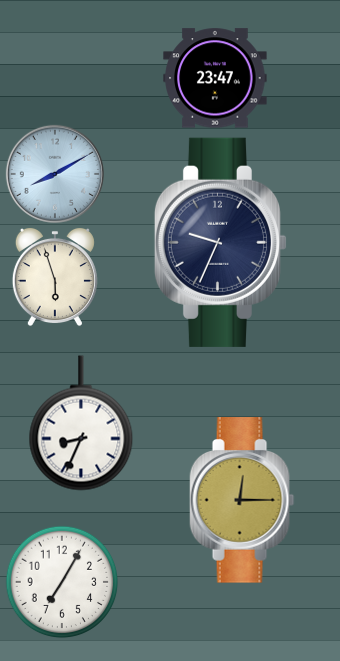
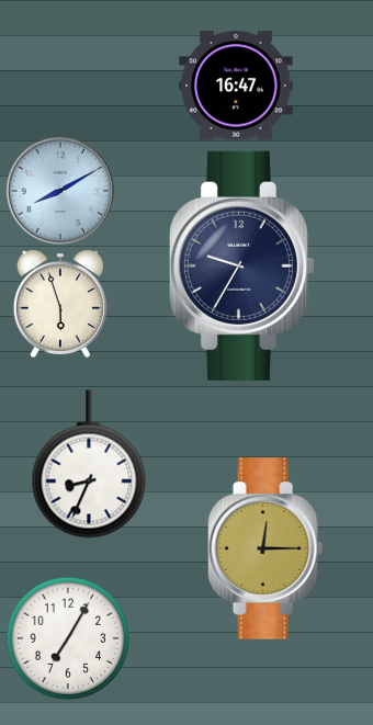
clock at (215, 78): 23:47 -> 16:47
clock at (220, 242): 9:34 -> 9:35
